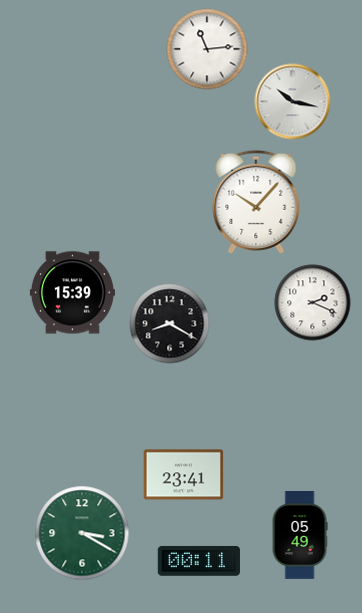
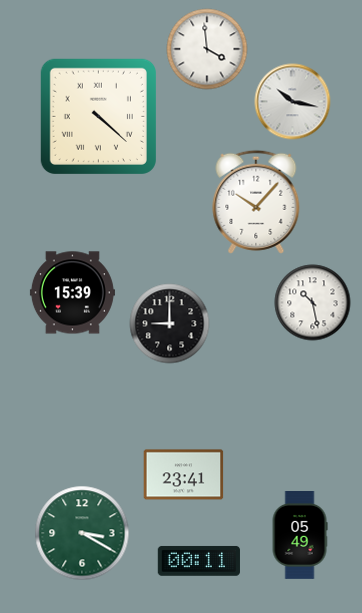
clock at (207, 49): 11:14 -> 3:59
clock at (98, 116): none -> 4:22
clock at (313, 303): 2:19 -> 10:28
clock at (170, 324): 8:20 -> 9:00
